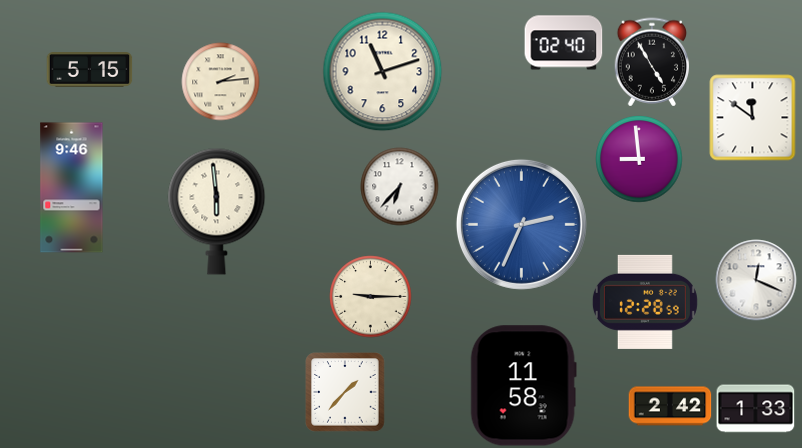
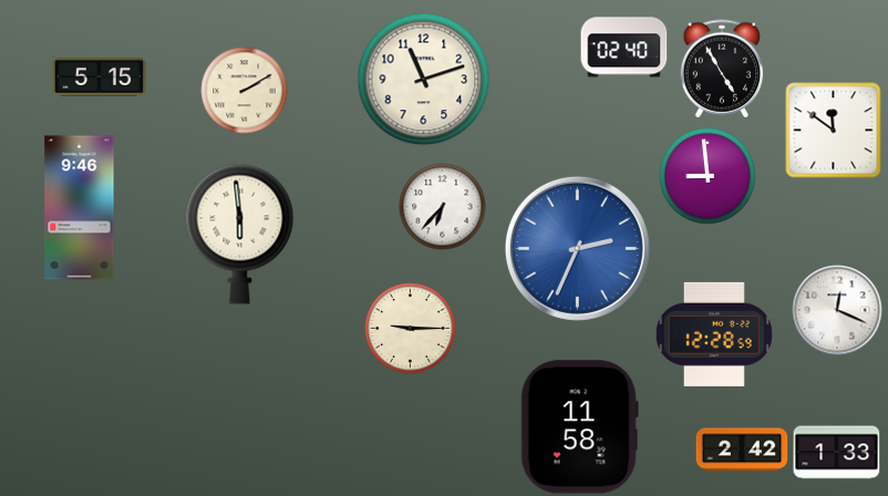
clock at (220, 81): 2:14 -> 2:10
clock at (345, 392): 1:37 -> none
